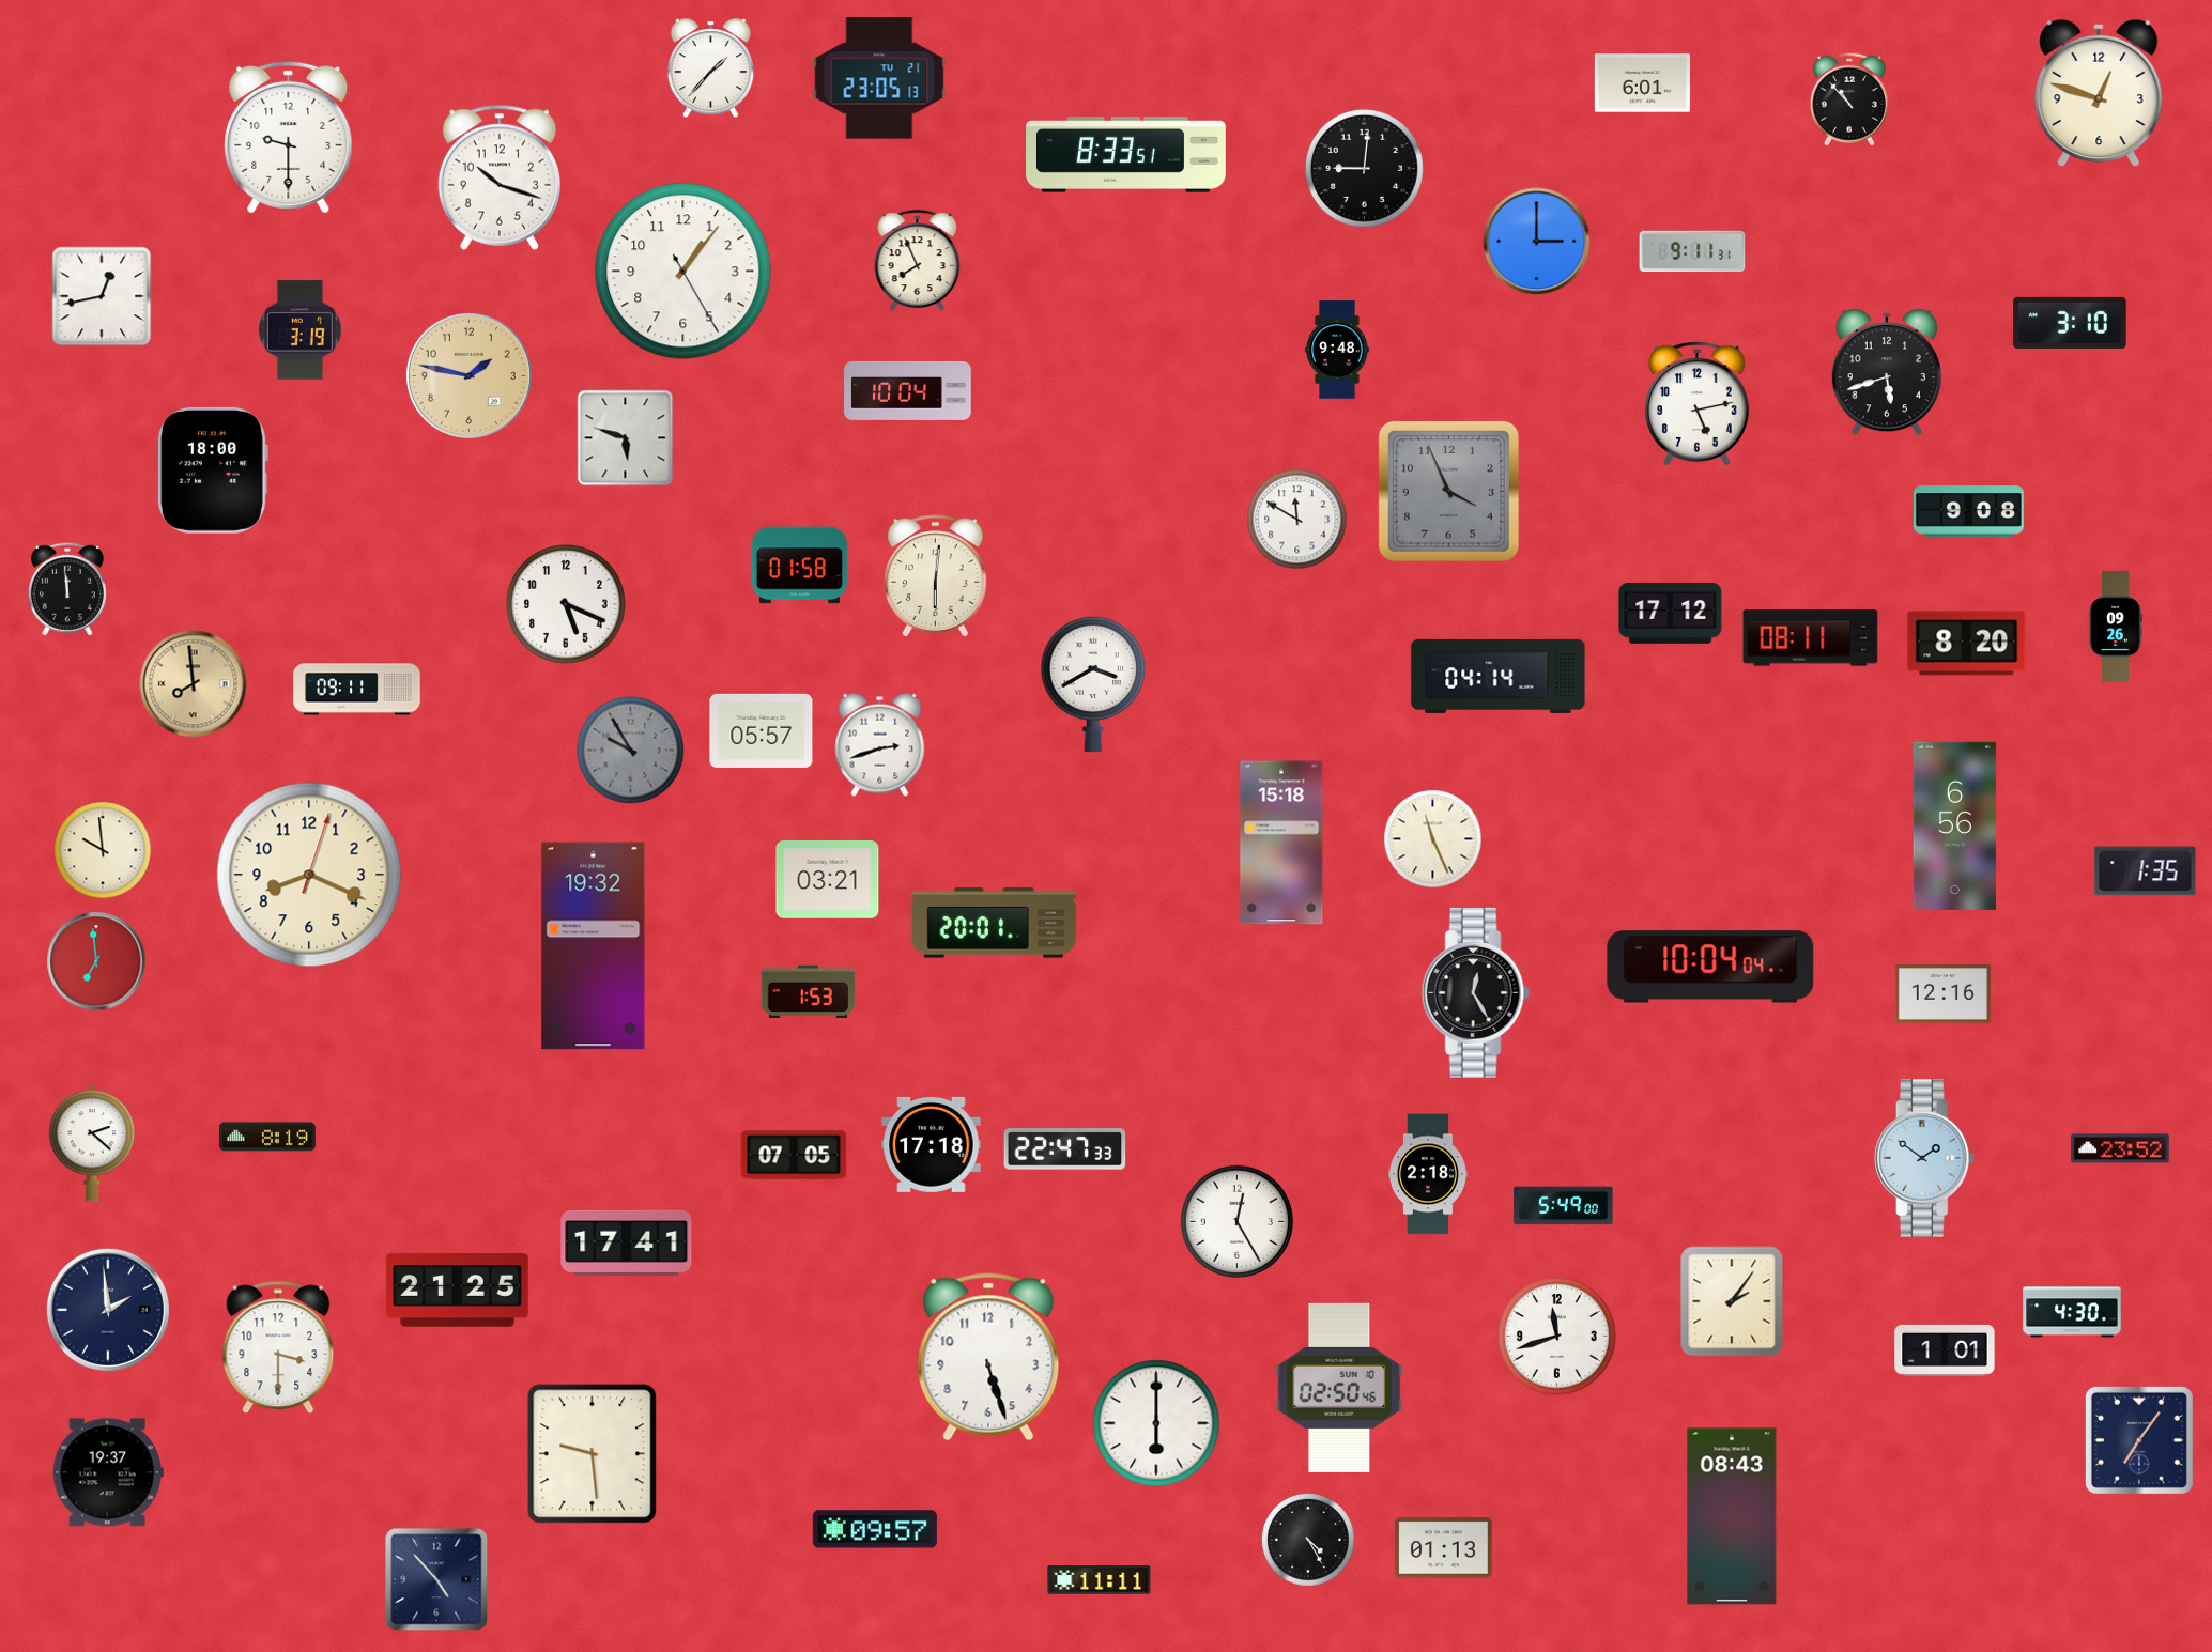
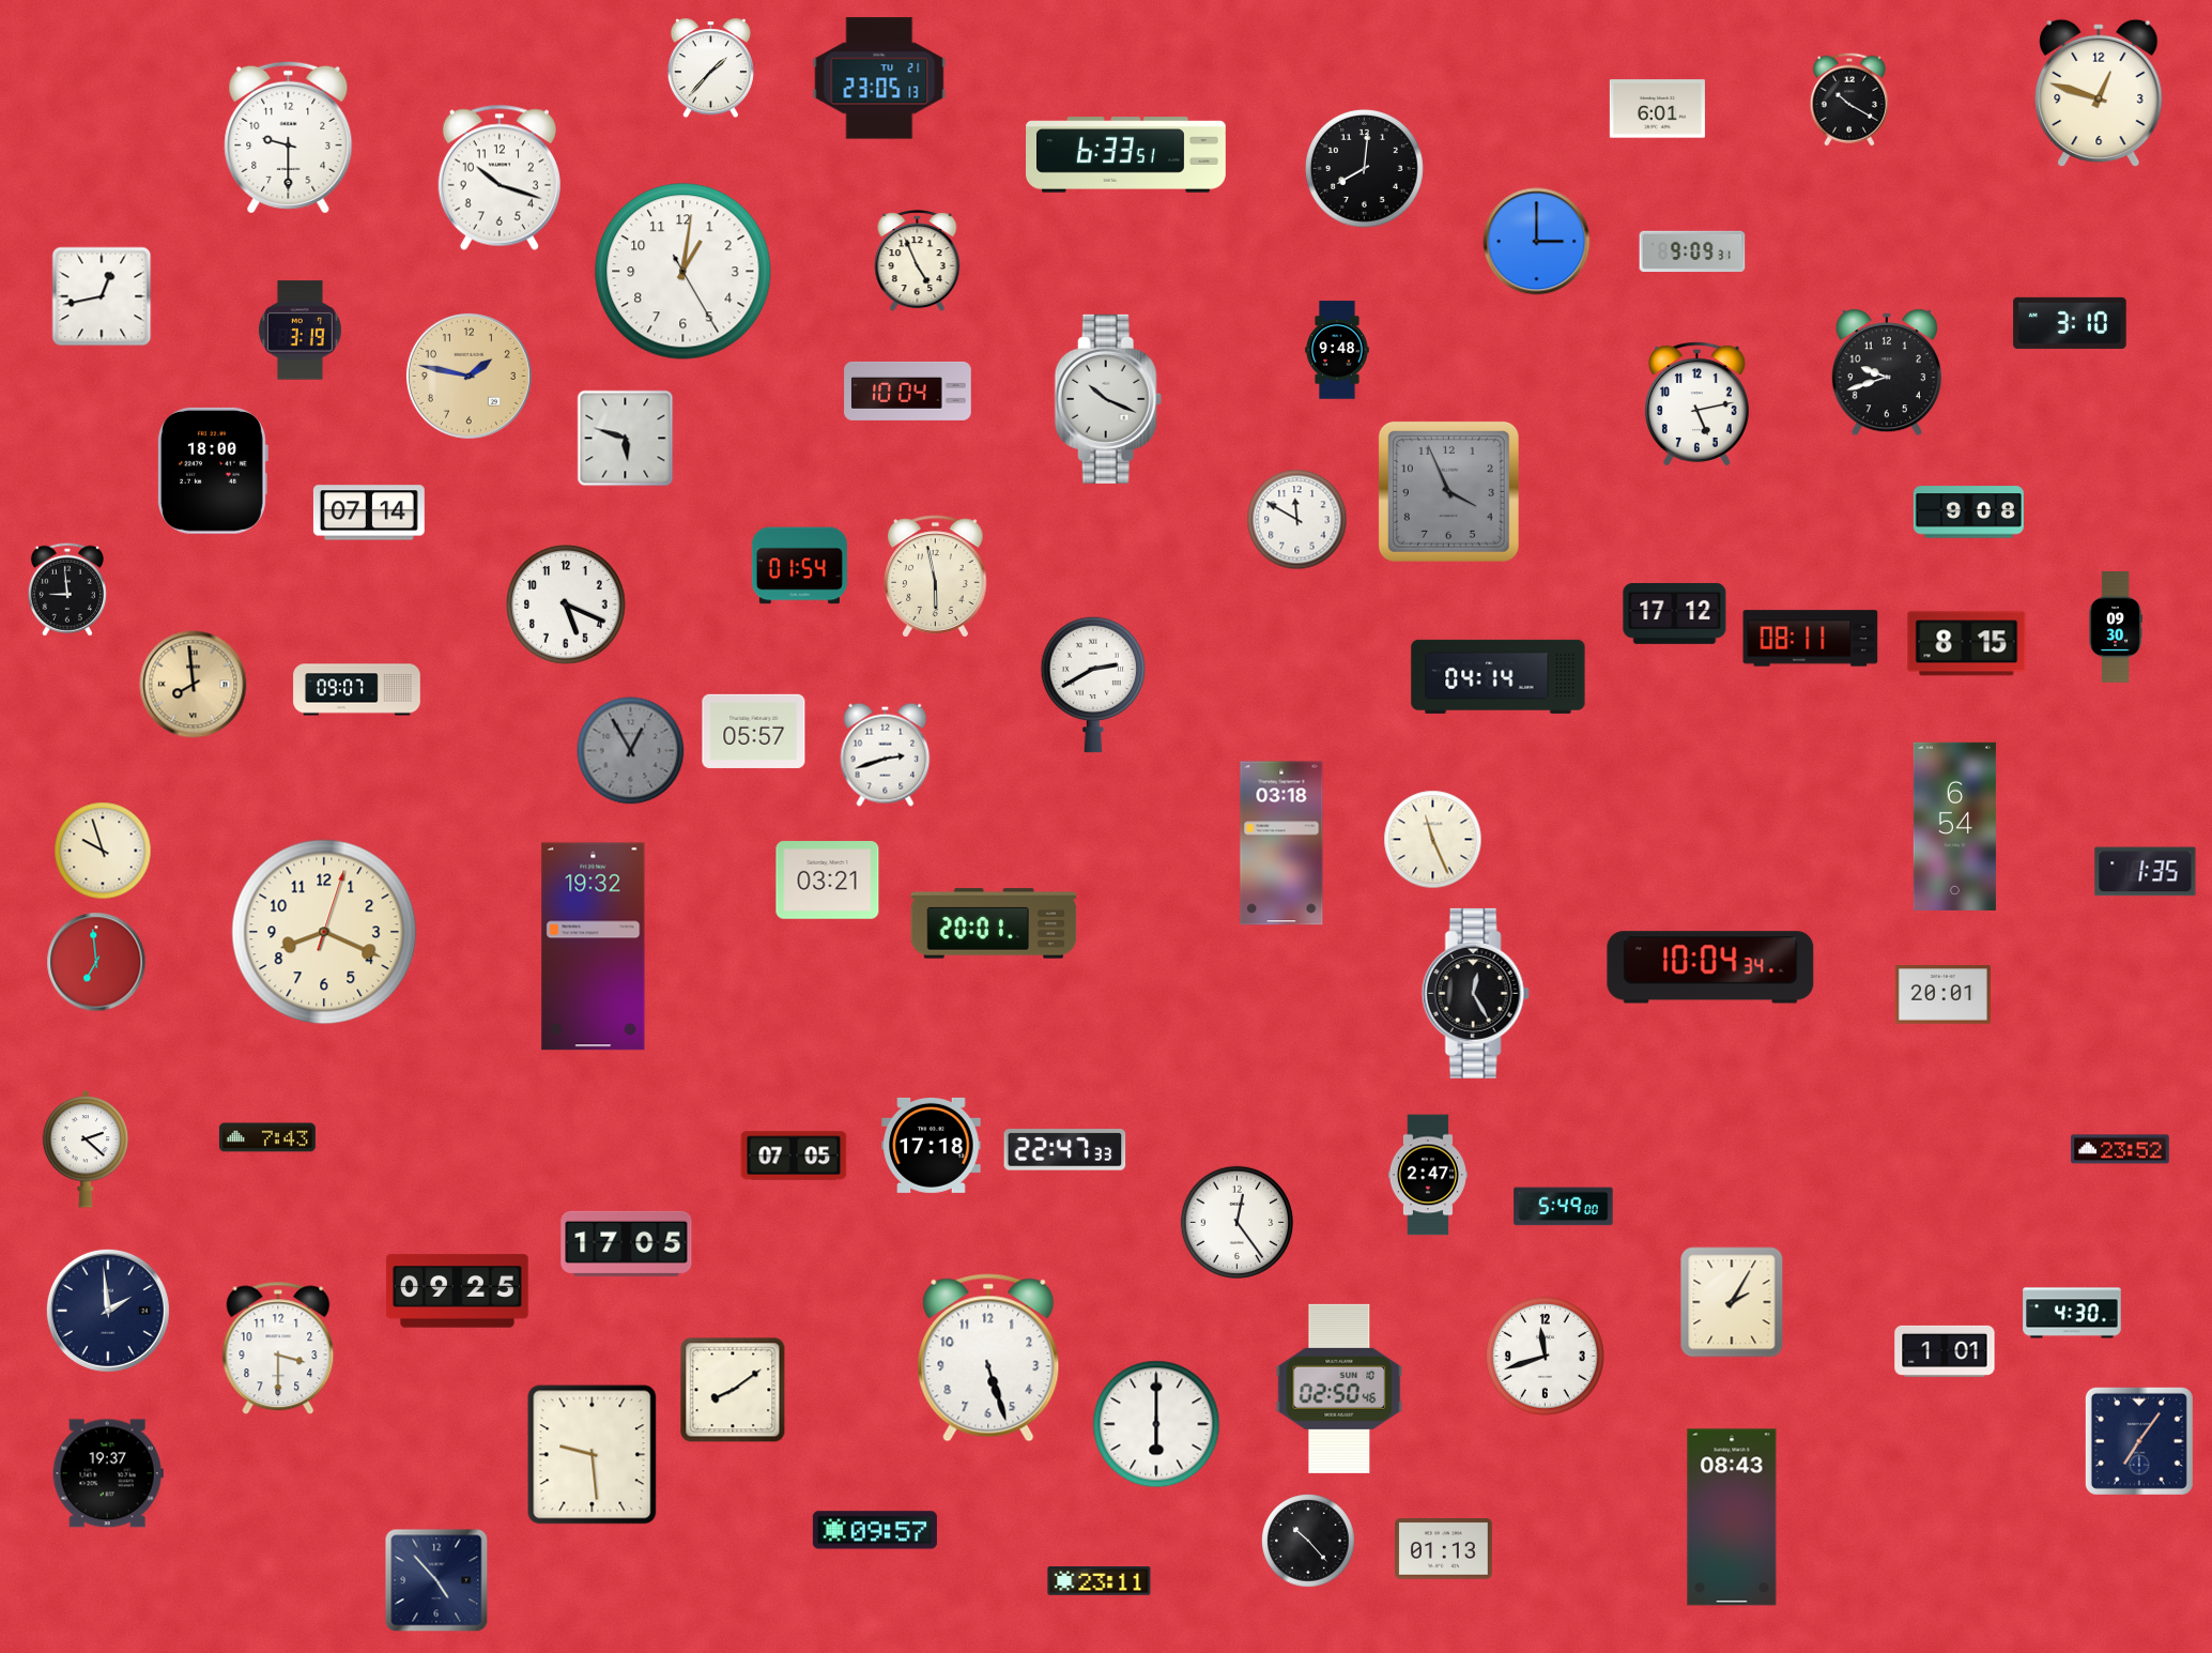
clock at (1642, 83) position: (1642, 83) -> (1657, 109)
clock at (1849, 99): 10:53 -> 10:20
clock at (1126, 155): 8:33 -> 6:33
clock at (1364, 168): 9:01 -> 8:01
clock at (1692, 251): 9:11 -> 9:09
clock at (918, 261): 7:56 -> 4:56
clock at (683, 272): 1:06 -> 1:01
clock at (1887, 372): 5:42 -> 9:42
clock at (1108, 399): none -> 10:19
clock at (369, 512): none -> 07:14
clock at (799, 566): 01:58 -> 01:54
clock at (936, 576): 6:01 -> 5:58
clock at (67, 589): 11:59 -> 8:59
clock at (1671, 613) position: (1671, 613) -> (1675, 613)
clock at (2116, 628): 09:26 -> 09:30
clock at (1967, 644): 8:20 -> 8:15
clock at (1093, 684): 3:40 -> 2:40
clock at (357, 690): 09:11 -> 09:07
clock at (762, 730) position: (762, 730) -> (754, 731)
clock at (880, 744) position: (880, 744) -> (886, 754)
clock at (631, 751): 9:55 -> 12:55
clock at (1954, 825): 6:56 -> 6:54
clock at (1281, 843): 15:18 -> 03:18
clock at (103, 850): 9:59 -> 9:57
clock at (309, 875) position: (309, 875) -> (324, 932)
clock at (1710, 967): 10:04:04 -> 10:04:34
clock at (809, 991): 1:53 -> none
clock at (1942, 994): 12:16 -> 20:01
clock at (267, 1137): 8:19 -> 7:43
clock at (92, 1143) position: (92, 1143) -> (86, 1149)
clock at (1925, 1158): 1:51 -> none
clock at (1428, 1174): 2:18 -> 2:47
clock at (1236, 1221): 12:25 -> 12:24
clock at (627, 1242): 17:41 -> 17:05
clock at (458, 1291): 21:25 -> 09:25
clock at (1732, 1301): 2:06 -> 2:05
clock at (1556, 1336) position: (1556, 1336) -> (1545, 1356)
clock at (733, 1390): none -> 8:09
clock at (1309, 1541): 4:25 -> 10:23
clock at (1100, 1580): 11:11 -> 23:11
